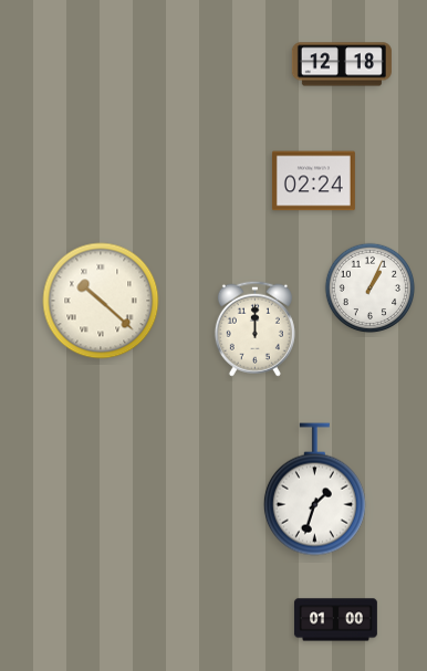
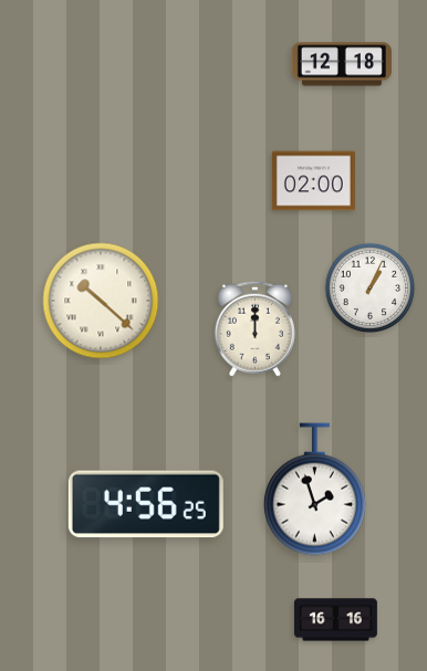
clock at (313, 181): 02:24 -> 02:00
clock at (314, 490): 1:33 -> 1:57
clock at (146, 504): none -> 4:56
clock at (335, 620): 01:00 -> 16:16
